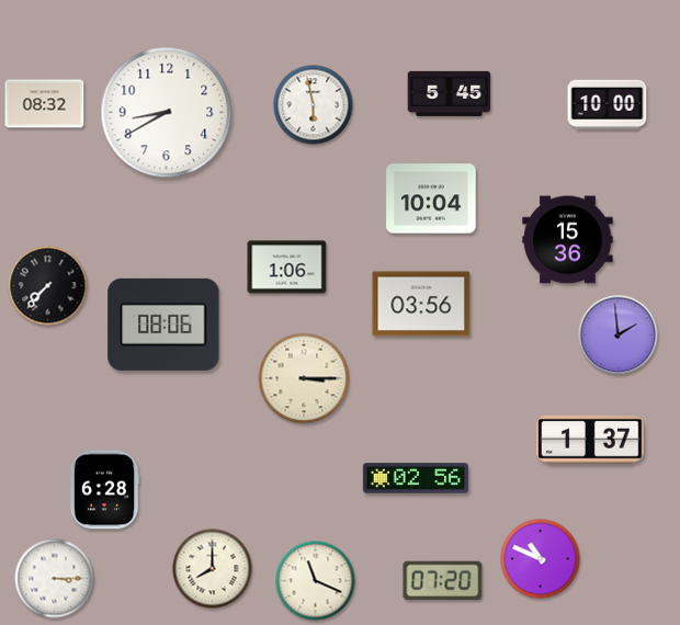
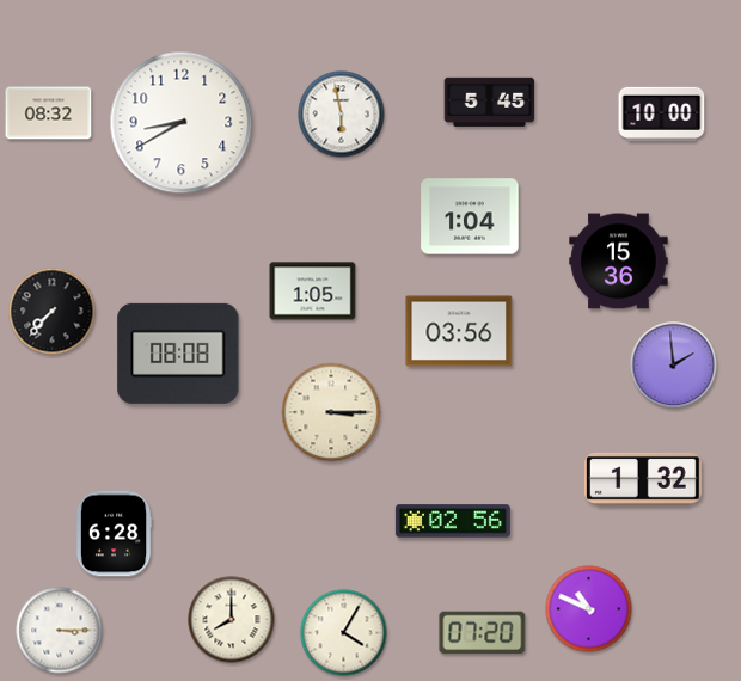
clock at (431, 198): 10:04 -> 1:04
clock at (287, 268): 1:06 -> 1:05
clock at (163, 325): 08:06 -> 08:08
clock at (591, 440): 1:37 -> 1:32
clock at (316, 581): 11:19 -> 4:05
